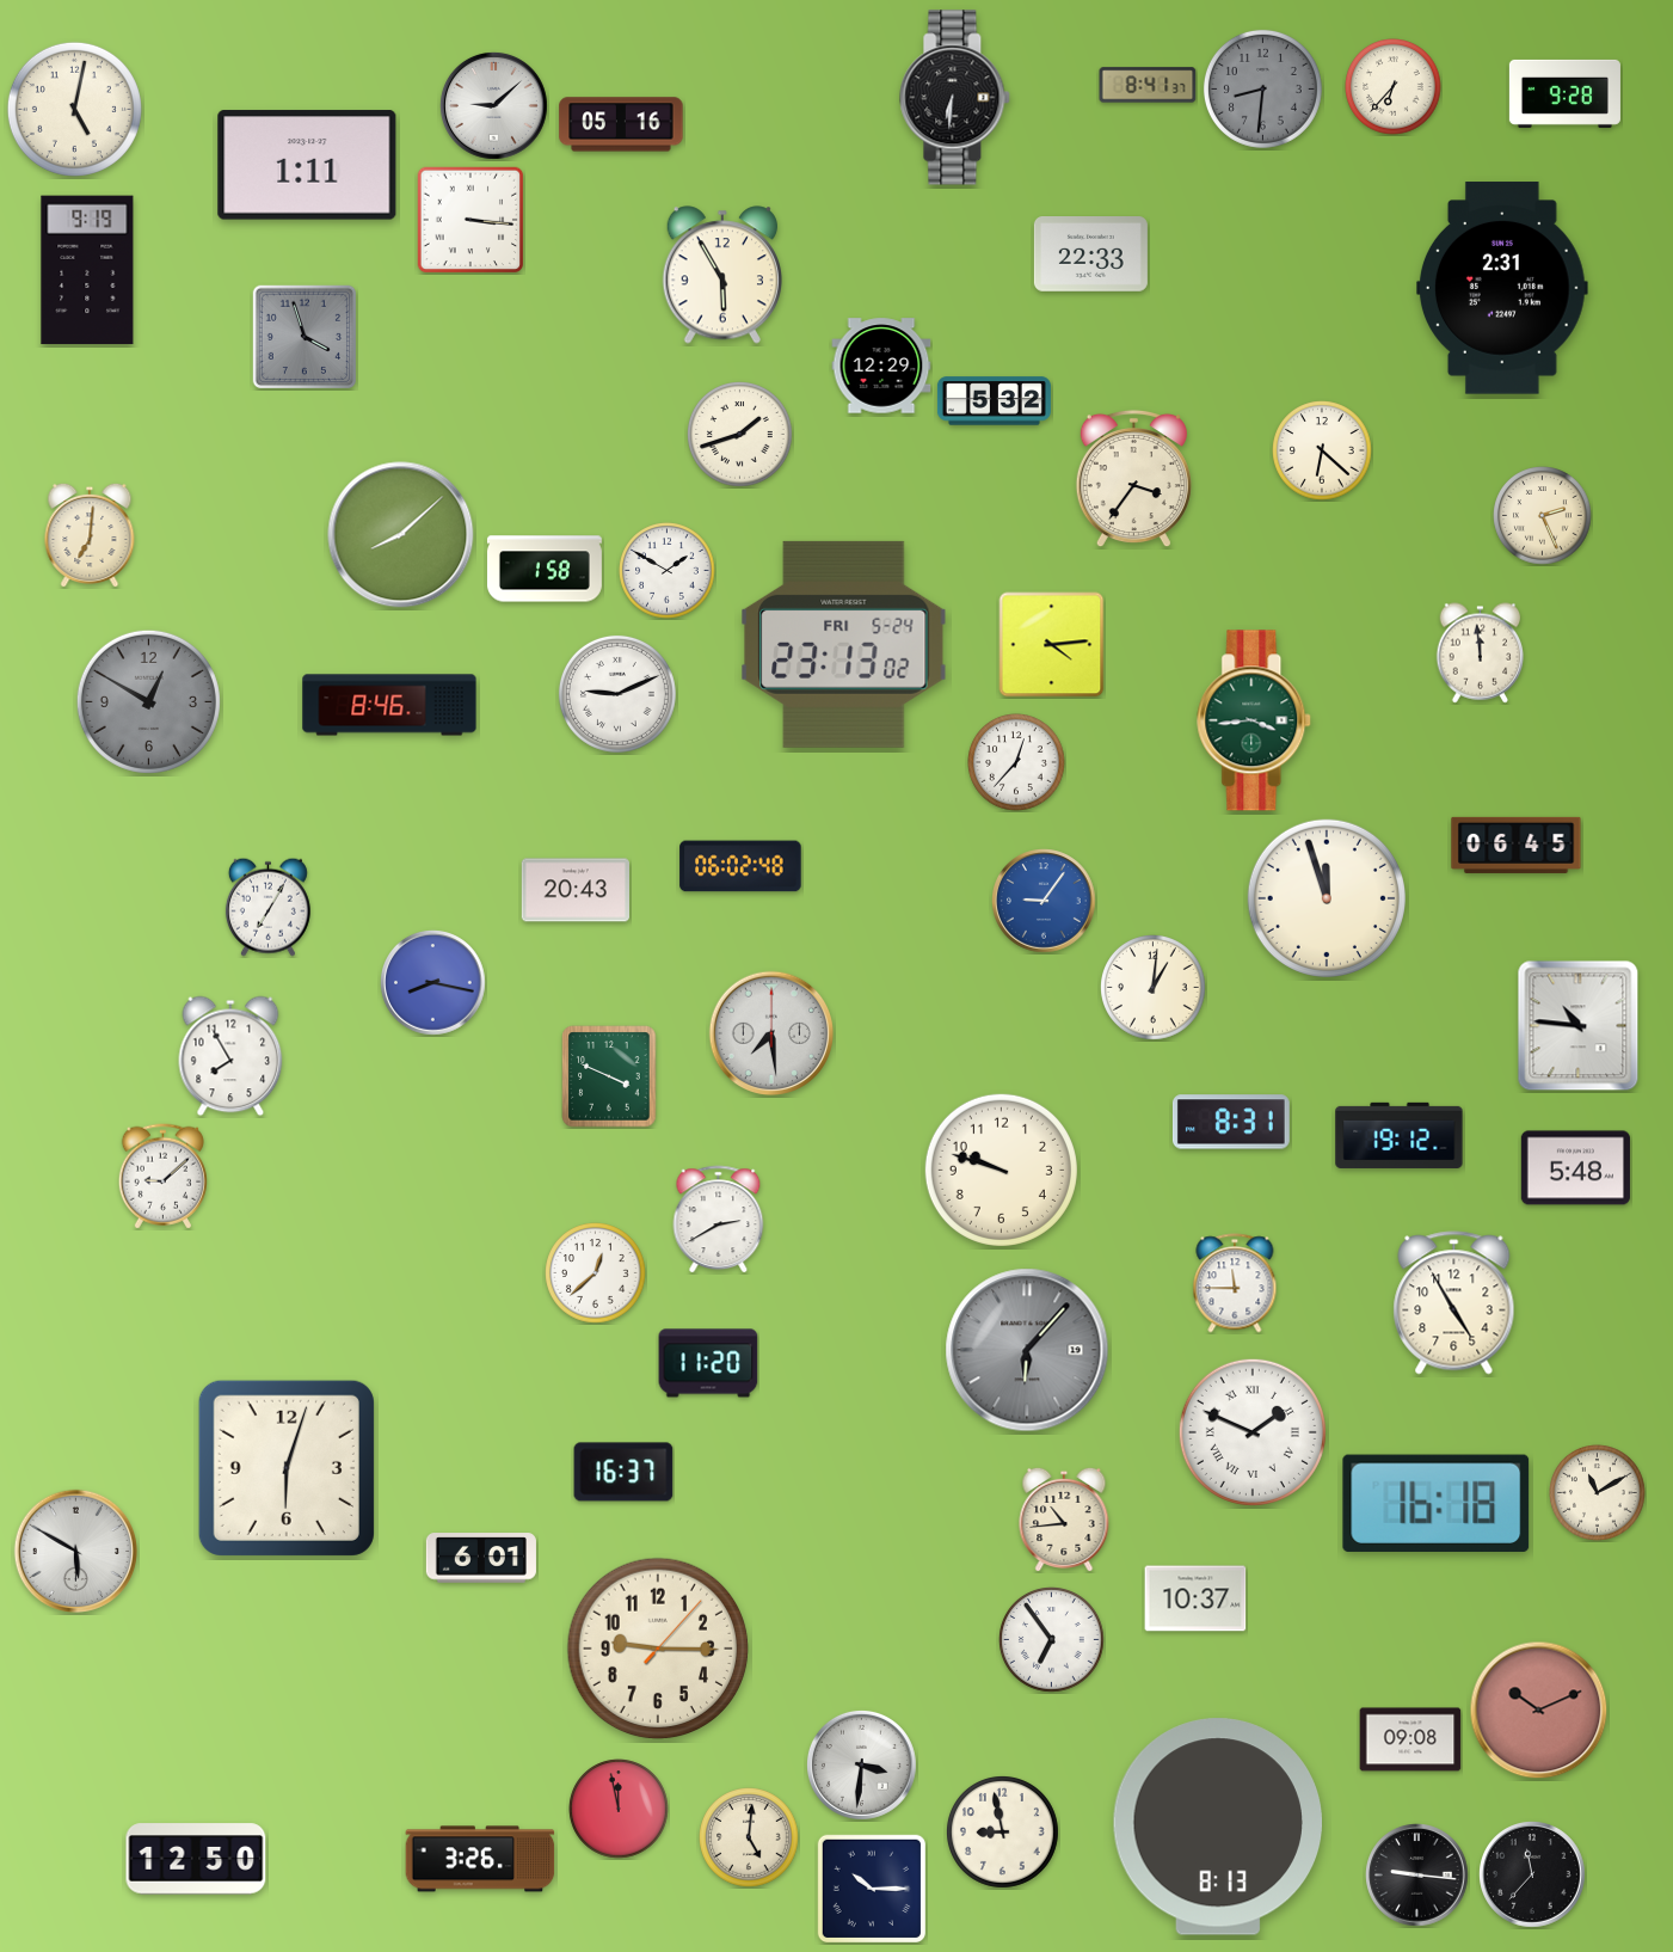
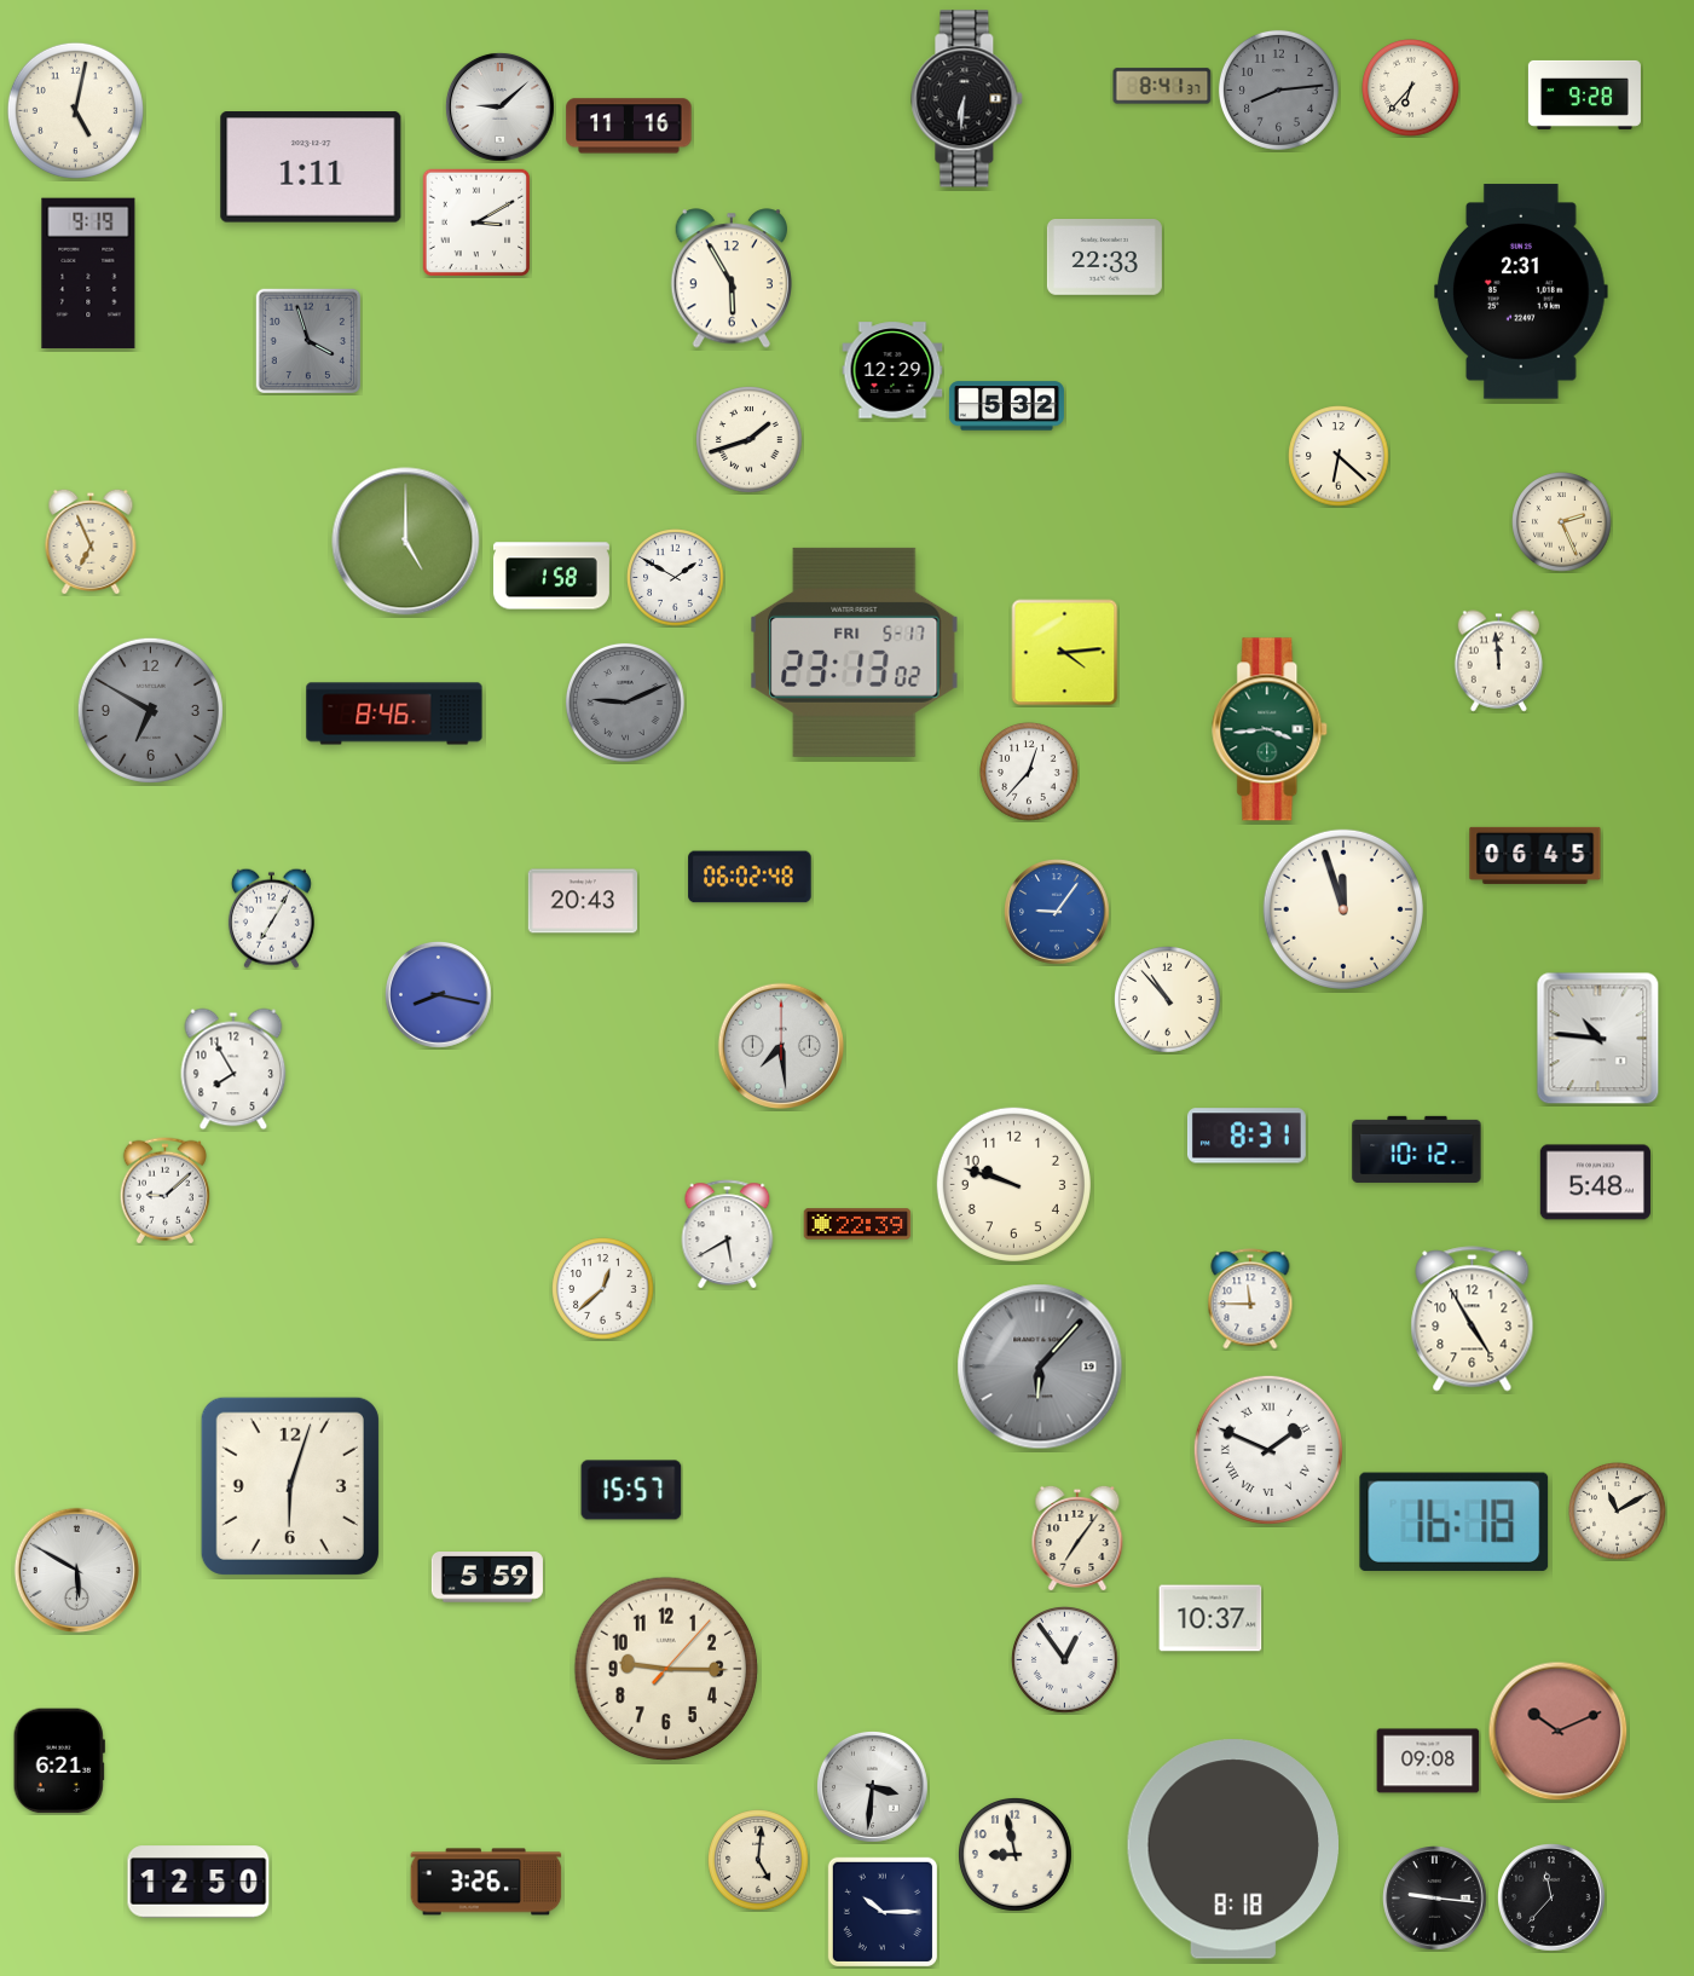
clock at (1262, 88): 8:31 -> 8:14
clock at (621, 124): 05:16 -> 11:16
clock at (470, 220): 3:16 -> 3:10
clock at (1133, 479): 3:36 -> none
clock at (90, 535): 7:01 -> 6:56
clock at (401, 535): 8:08 -> 5:00
clock at (844, 644) date: FRI 5-24 -> FRI 5-17
clock at (617, 694) dial: white -> grey
clock at (148, 701): 12:50 -> 6:50
clock at (1154, 988): 1:01 -> 10:53
clock at (609, 1076): 3:49 -> none
clock at (1400, 1135): 19:12 -> 10:12
clock at (857, 1224): none -> 22:39
clock at (719, 1220): 2:40 -> 5:40
clock at (708, 1363): 11:20 -> none
clock at (623, 1472): 16:37 -> 15:57
clock at (1064, 1520): 10:44 -> 7:06
clock at (481, 1558): 6:01 -> 5:59
clock at (1052, 1640): 6:54 -> 12:54
clock at (59, 1761): none -> 6:21
clock at (619, 1809): 11:58 -> none
clock at (1217, 1827): 8:13 -> 8:18
